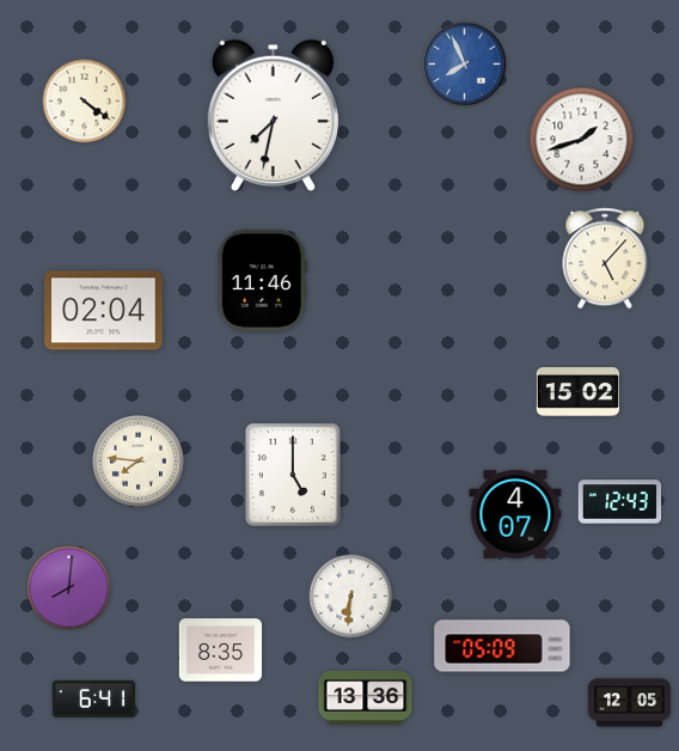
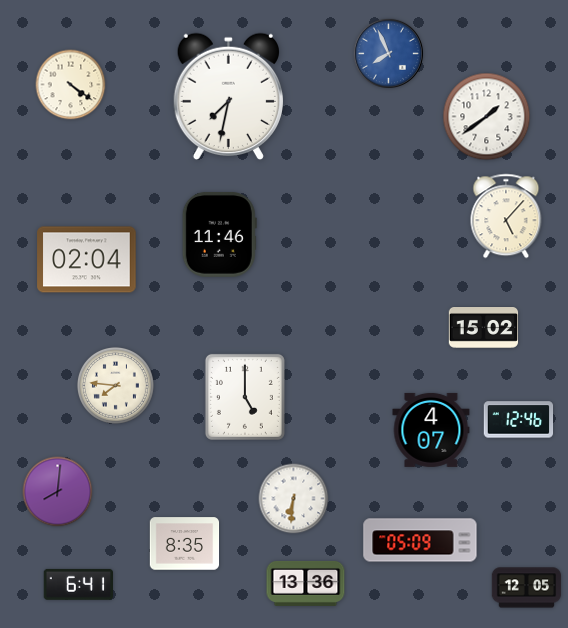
clock at (582, 140): 1:42 -> 1:39
clock at (620, 502): 12:43 -> 12:46
